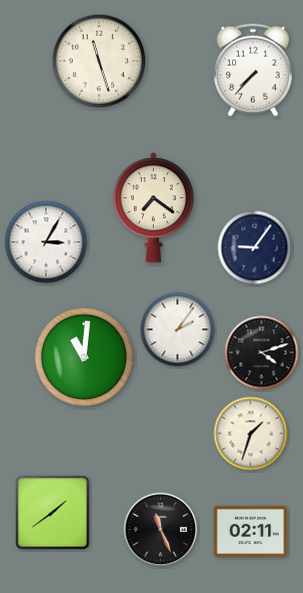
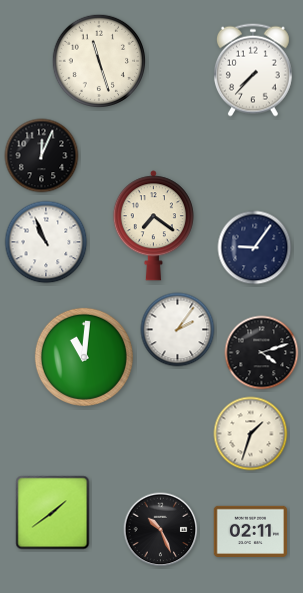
clock at (42, 156): none -> 12:04
clock at (153, 208) position: (153, 208) -> (153, 226)
clock at (46, 242): 3:05 -> 10:56
clock at (161, 530): 11:26 -> 10:26
